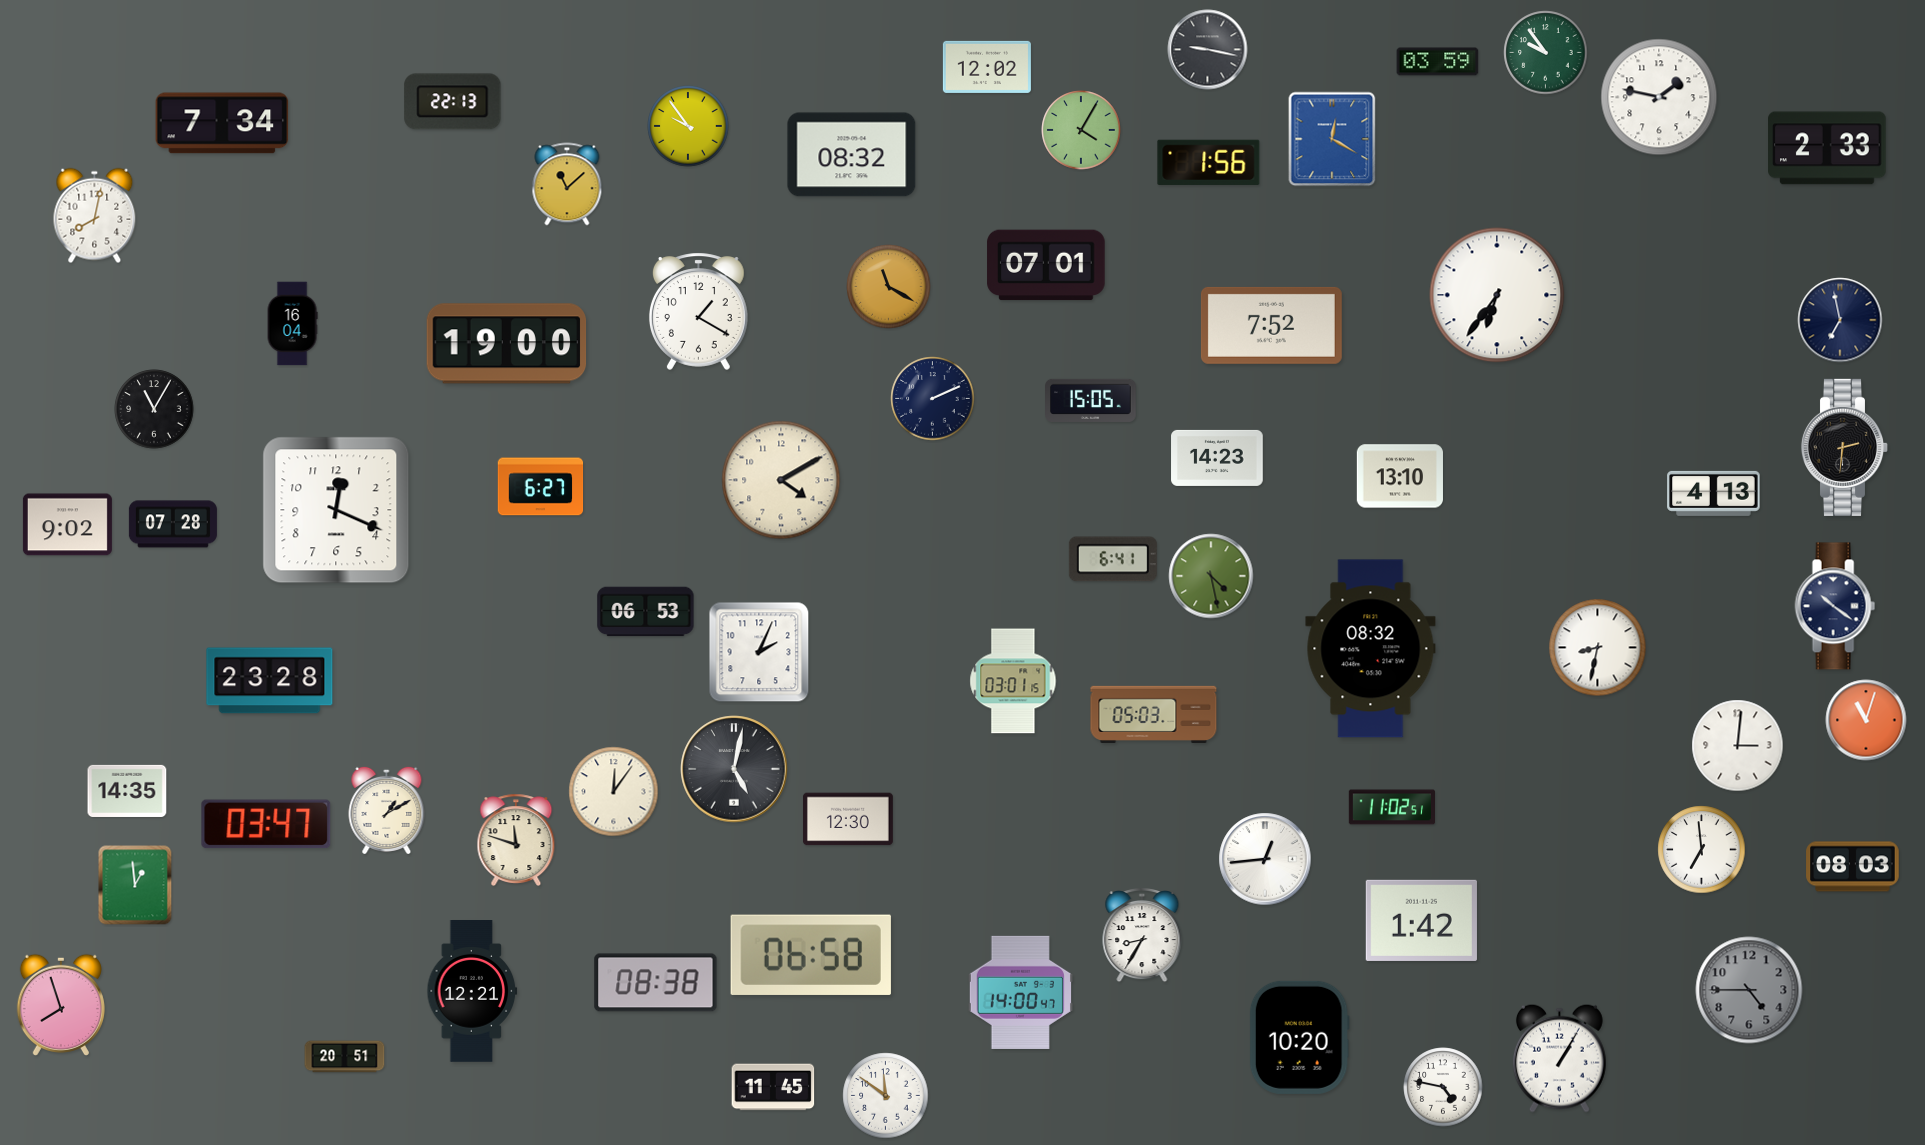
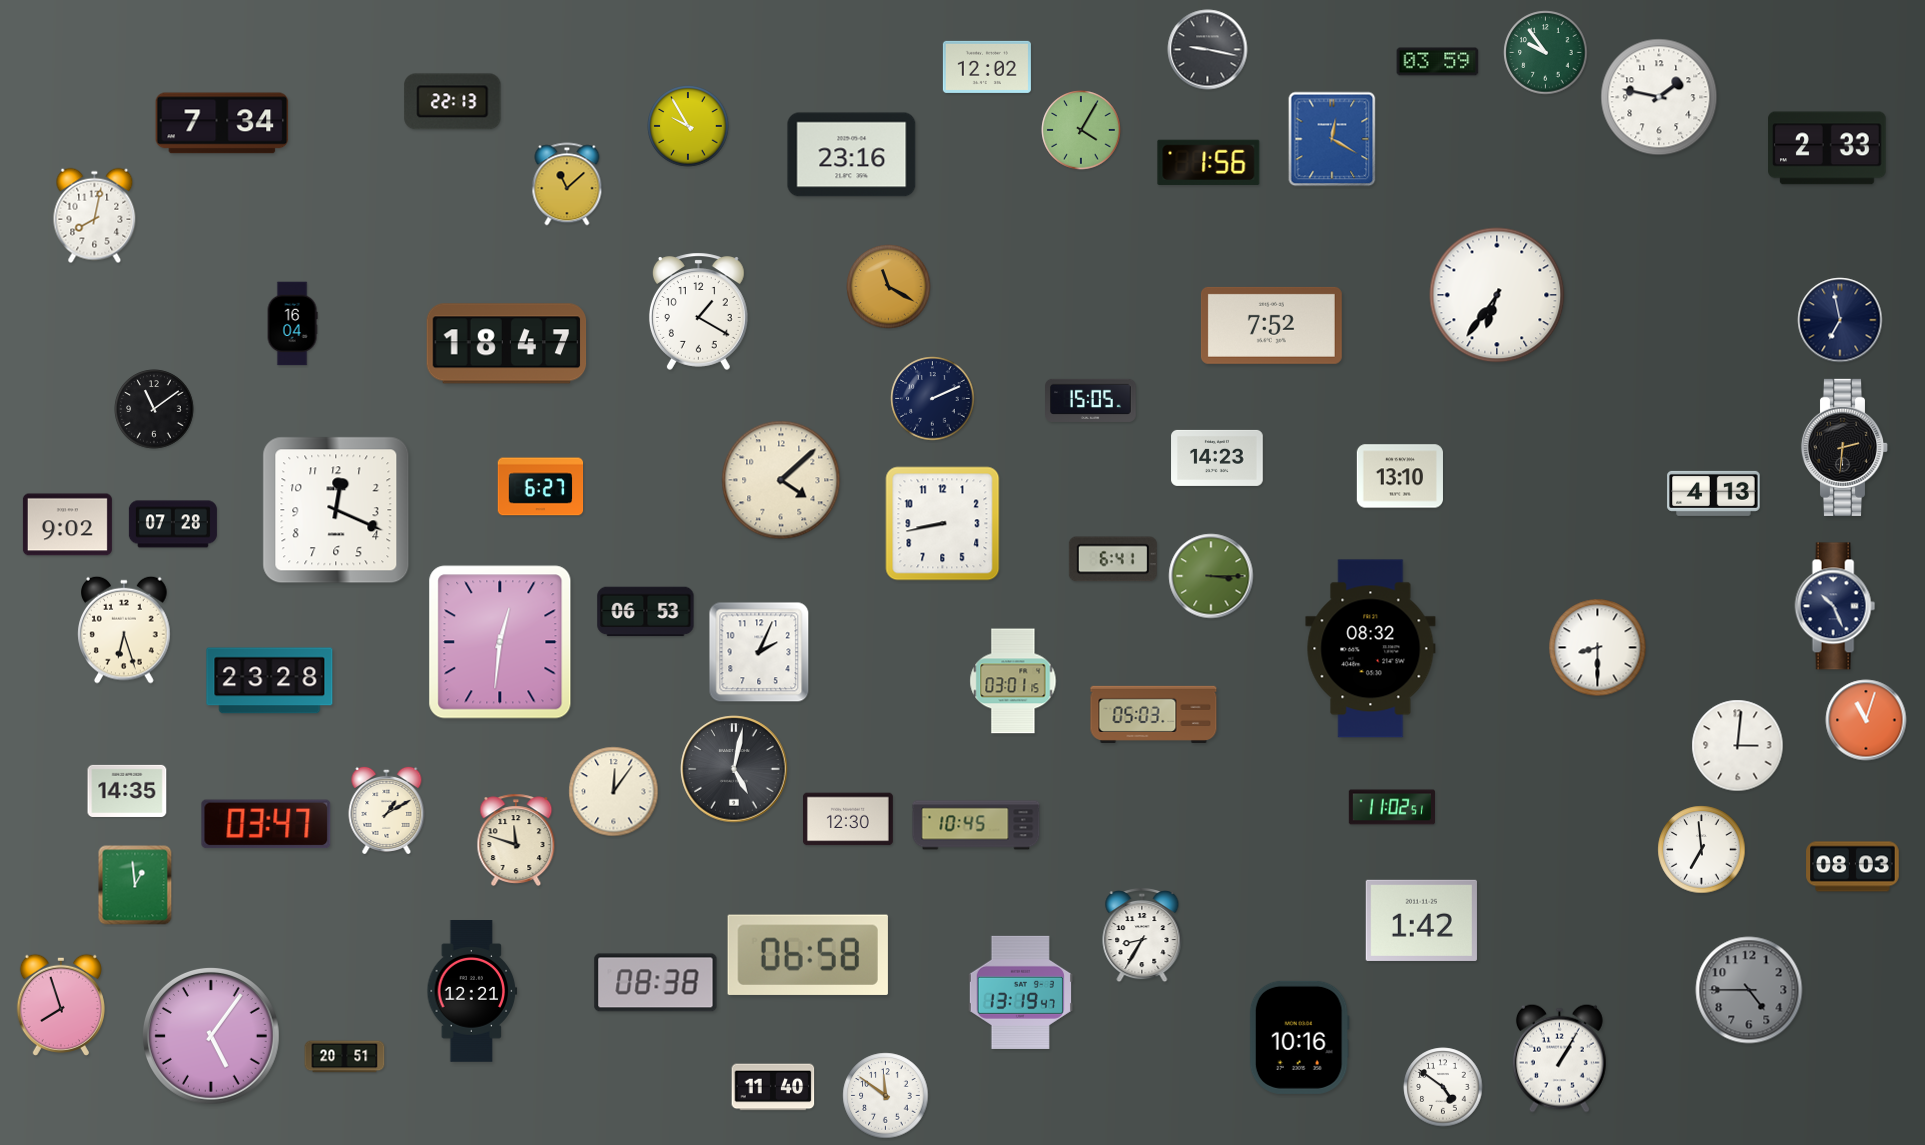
clock at (688, 126): 9:54 -> 9:55
clock at (852, 155): 08:32 -> 23:16
clock at (1046, 265): 07:01 -> none
clock at (507, 344): 19:00 -> 18:47
clock at (154, 409): 11:05 -> 11:09
clock at (781, 480): 4:10 -> 4:08
clock at (943, 524): none -> 8:43
clock at (1211, 576): 4:28 -> 3:15
clock at (1835, 606): 10:21 -> 10:26
clock at (124, 630): none -> 6:27
clock at (500, 642): none -> 12:31
clock at (1598, 648): 8:32 -> 8:30
clock at (976, 825): none -> 10:45
clock at (1265, 859): 12:44 -> none
clock at (811, 955) position: (811, 955) -> (808, 955)
clock at (1020, 992): 14:00 -> 13:19
clock at (211, 1036): none -> 5:06
clock at (1299, 1037): 10:20 -> 10:16
clock at (773, 1087): 11:45 -> 11:40
clock at (1443, 1087): 4:47 -> 4:51
